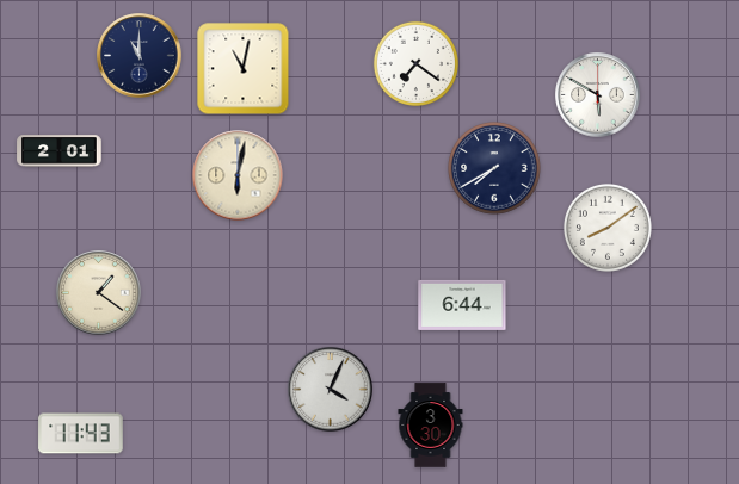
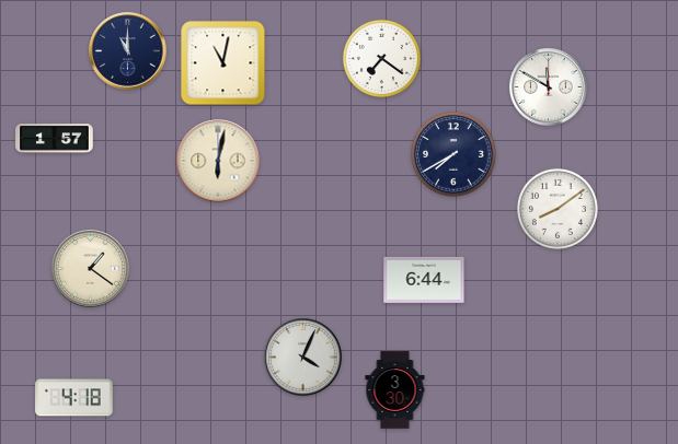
clock at (598, 95): 5:50 -> 11:50
clock at (60, 151): 2:01 -> 1:57
clock at (81, 434): 11:43 -> 4:18
